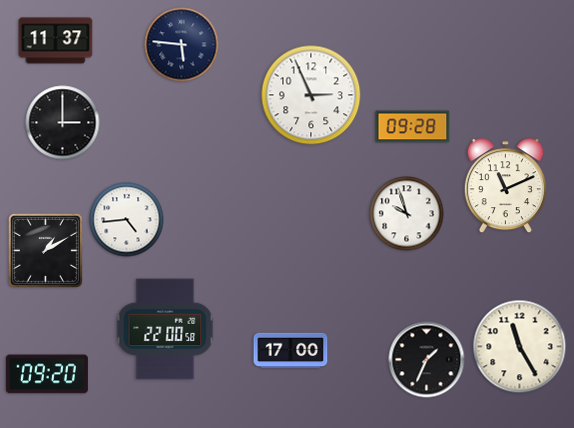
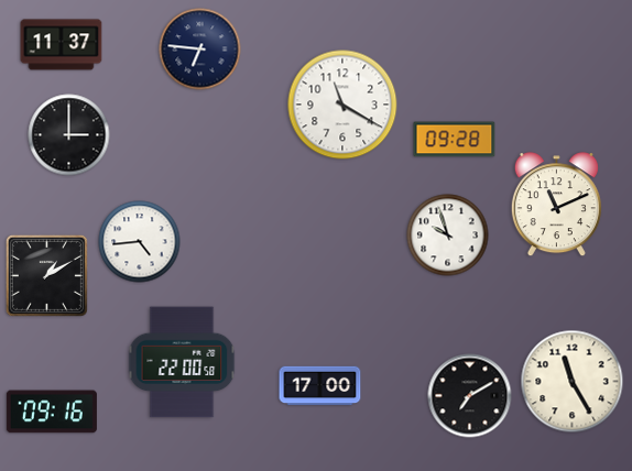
clock at (182, 45): 5:46 -> 6:46
clock at (311, 95): 2:56 -> 11:20
clock at (45, 250) position: (45, 250) -> (46, 275)
clock at (427, 360): 1:34 -> 7:10
clock at (47, 374): 09:20 -> 09:16
